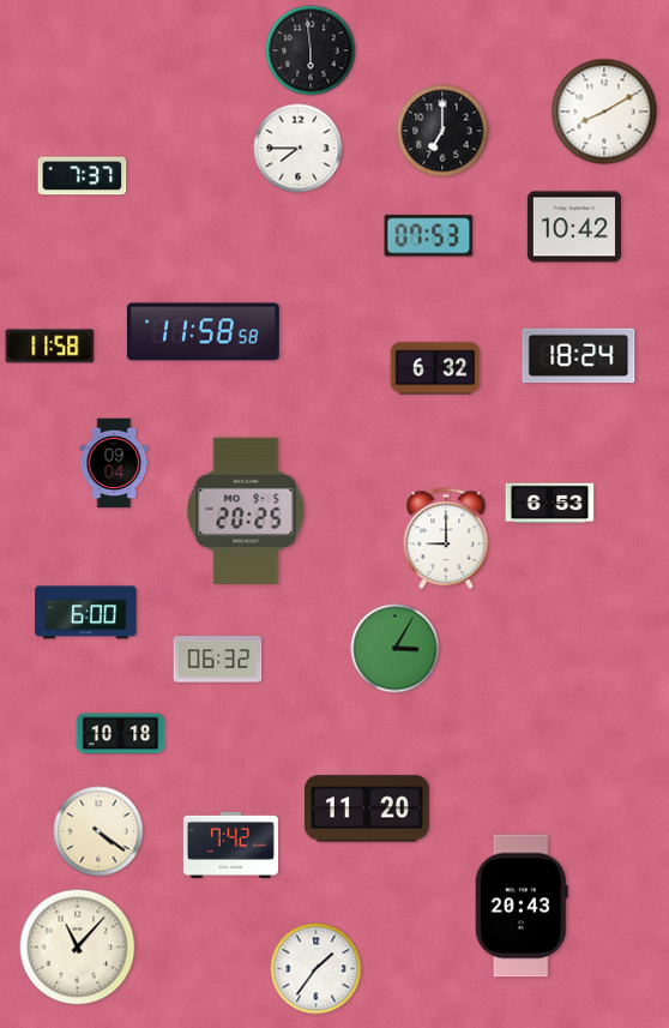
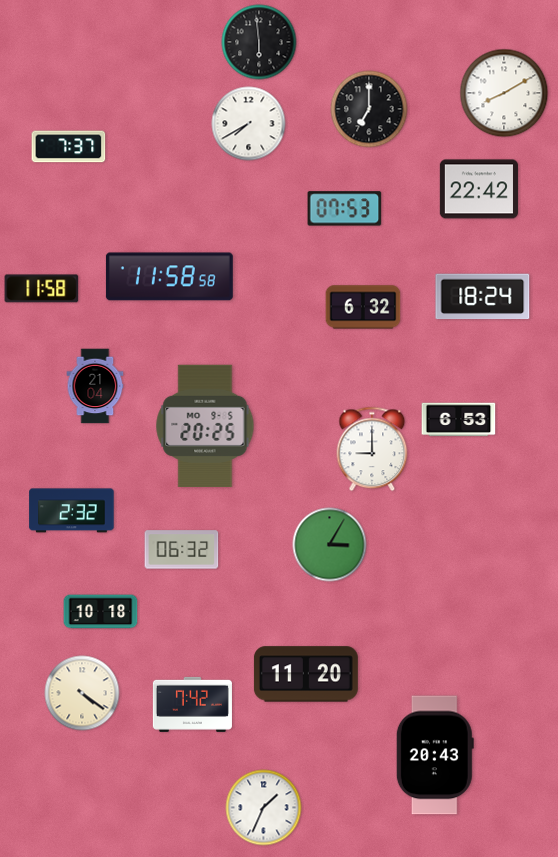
clock at (299, 149): 7:45 -> 7:40
clock at (574, 227): 10:42 -> 22:42
clock at (429, 236) position: (429, 236) -> (345, 209)
clock at (114, 463): 09:04 -> 21:04
clock at (86, 613): 6:00 -> 2:32
clock at (396, 649) position: (396, 649) -> (330, 545)
clock at (78, 948): 11:07 -> none
clock at (317, 969): 1:36 -> 1:34
